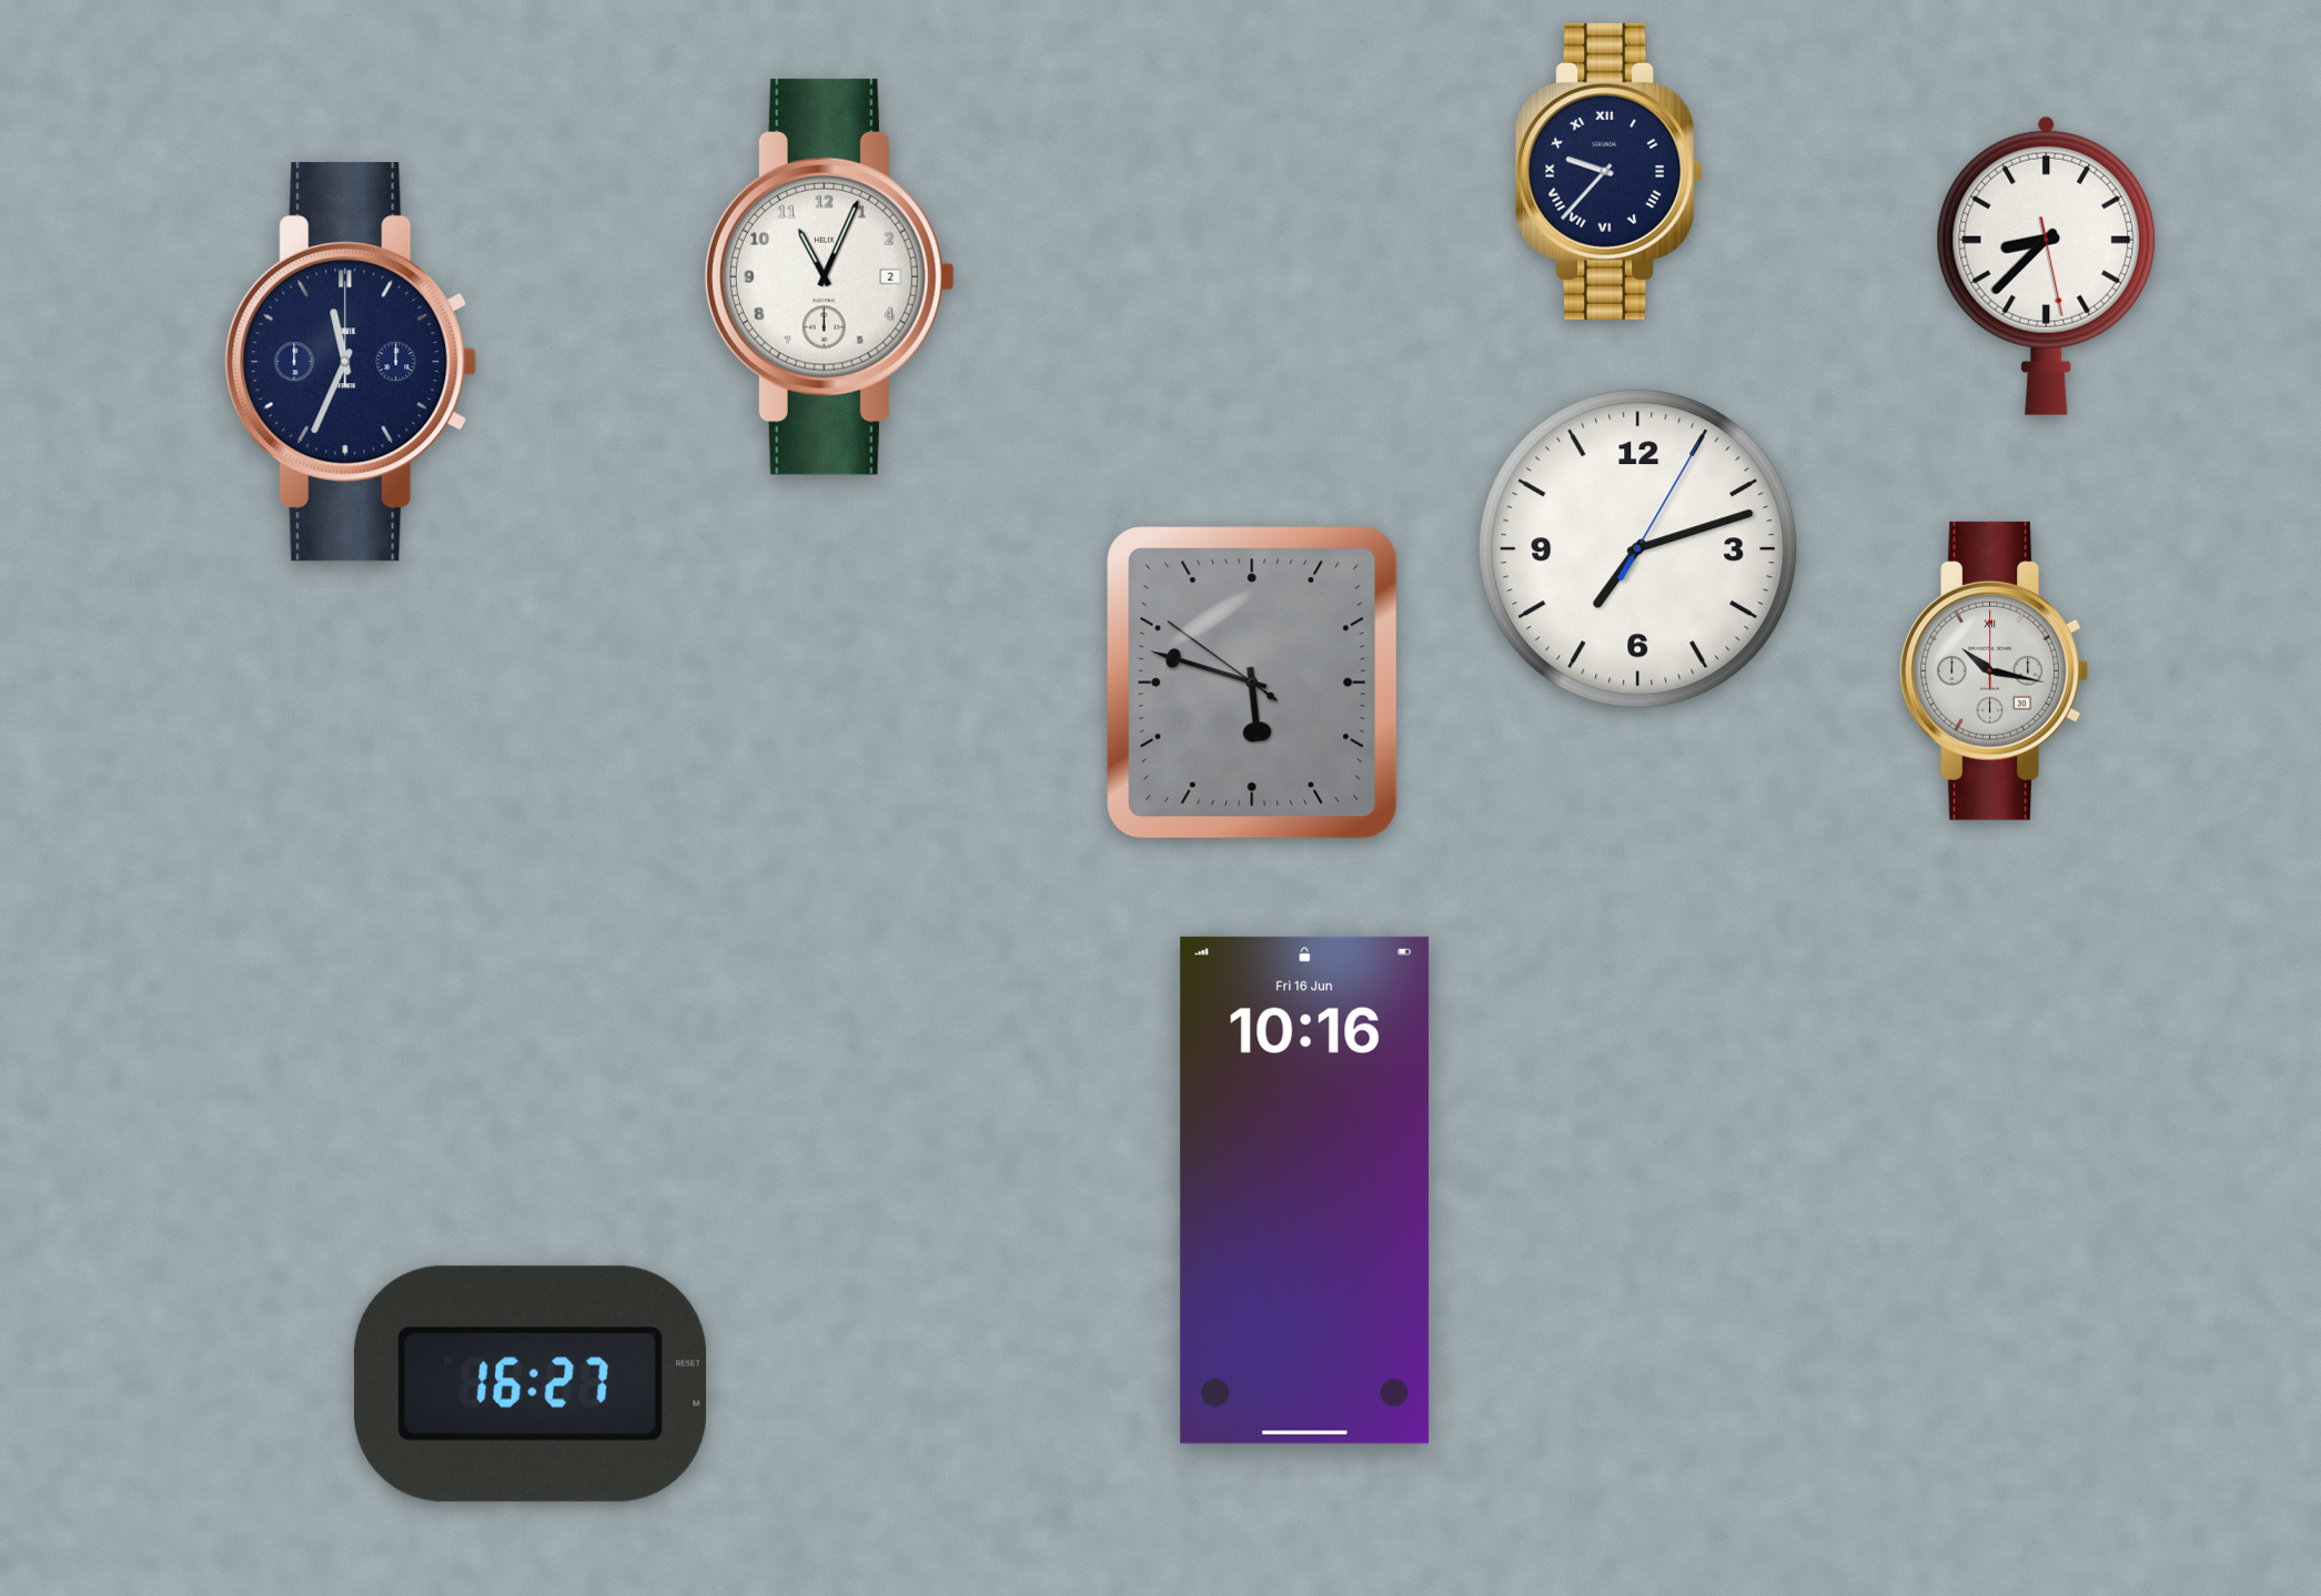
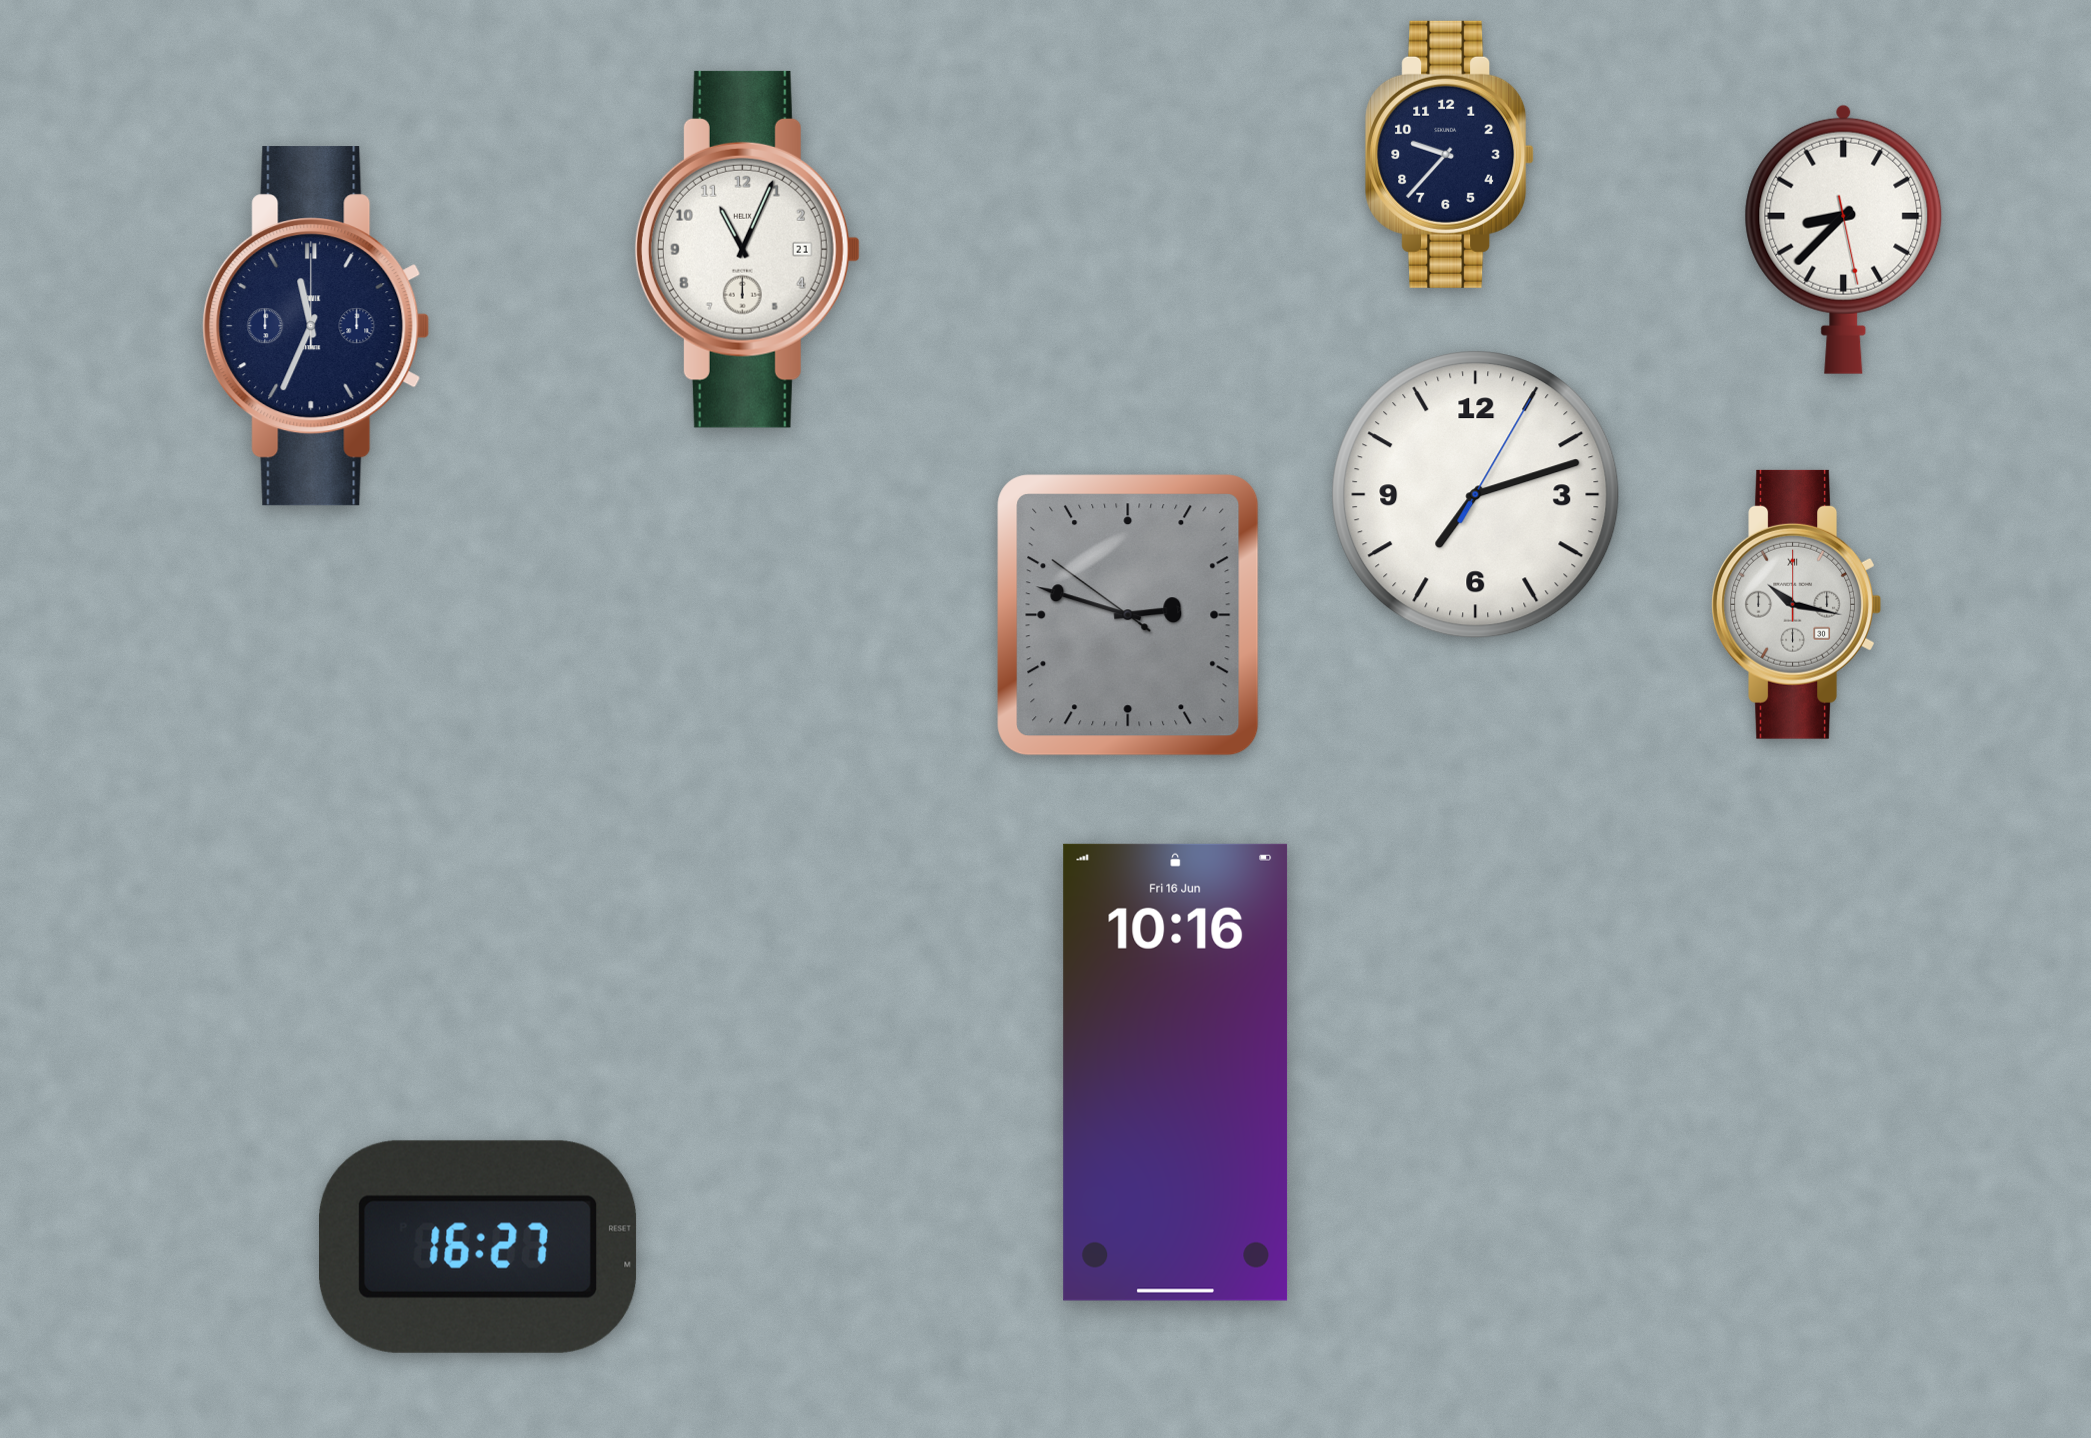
clock at (1609, 171) numerals: Roman -> Arabic
clock at (829, 276) date: 2 -> 21
clock at (1252, 683): 5:47 -> 2:47
